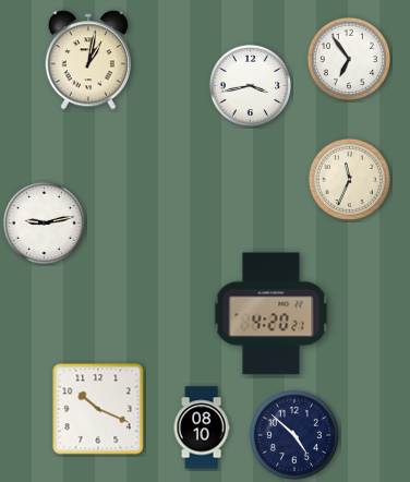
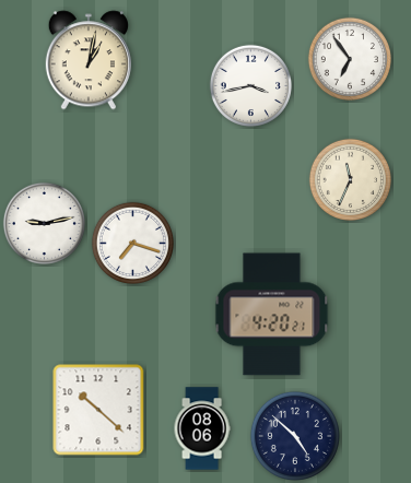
clock at (132, 243): none -> 7:18
clock at (98, 409): 10:19 -> 10:22
clock at (202, 427): 08:10 -> 08:06
